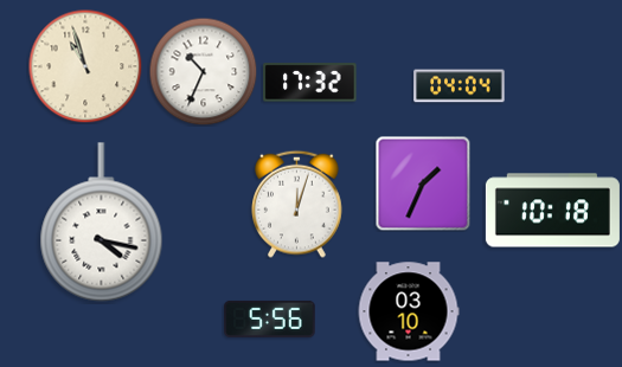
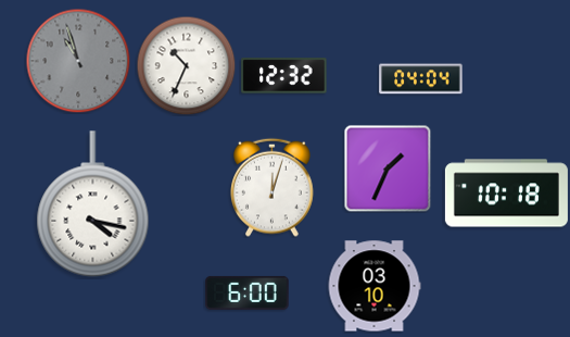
clock at (85, 66) dial: cream -> grey
clock at (310, 83): 17:32 -> 12:32
clock at (270, 318): 5:56 -> 6:00
